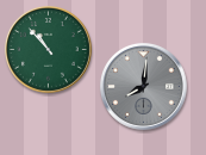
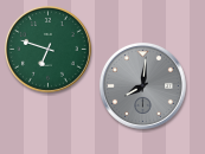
clock at (48, 49): 10:53 -> 6:48
